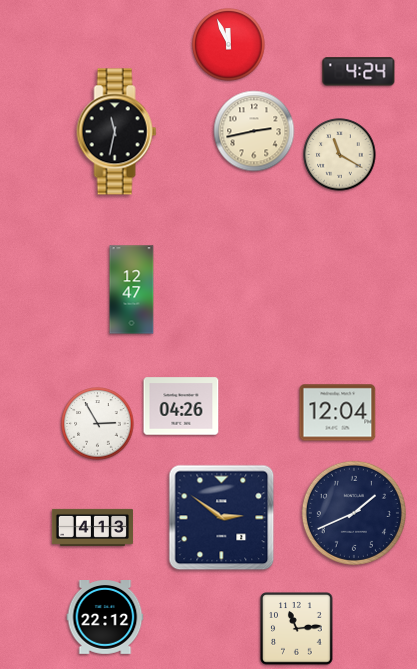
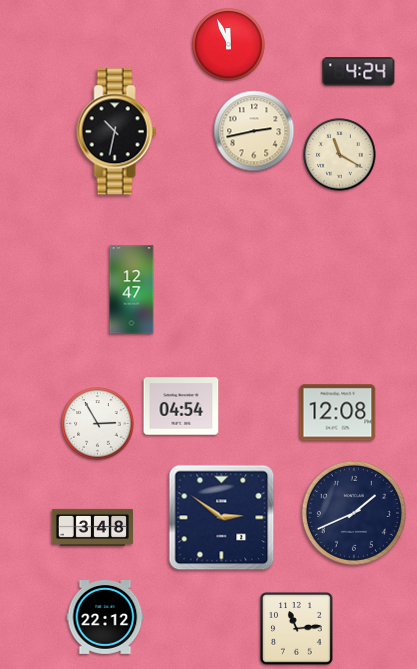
clock at (117, 132): 11:32 -> 10:32
clock at (181, 406): 04:26 -> 04:54
clock at (338, 413): 12:04 -> 12:08
clock at (92, 527): 4:13 -> 3:48
